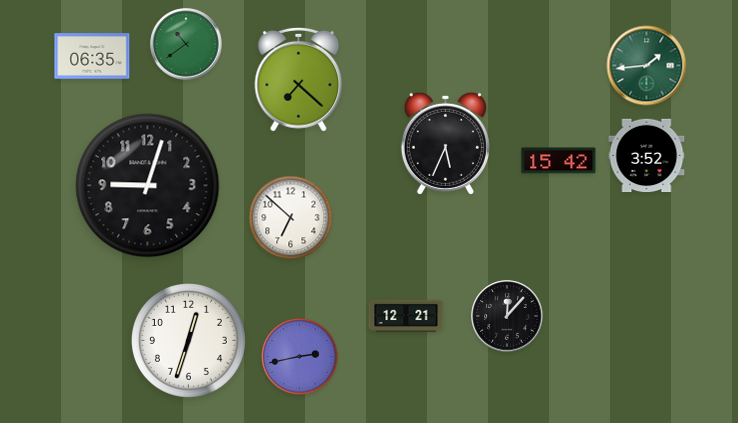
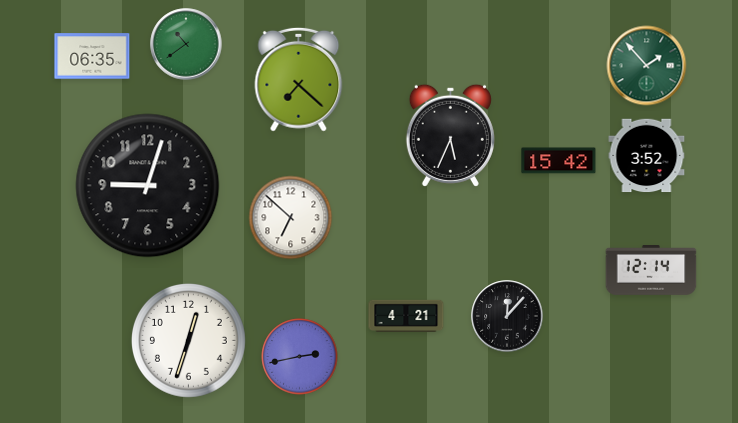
clock at (647, 66): 1:44 -> 1:53
clock at (445, 143) position: (445, 143) -> (450, 135)
clock at (651, 271): none -> 12:14
clock at (406, 315): 12:21 -> 4:21
